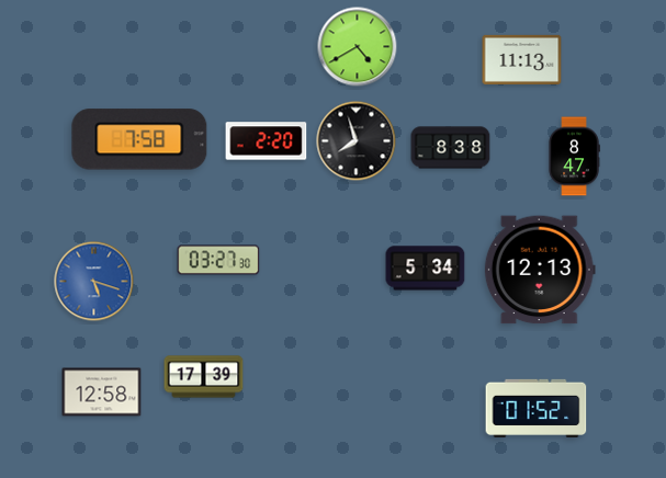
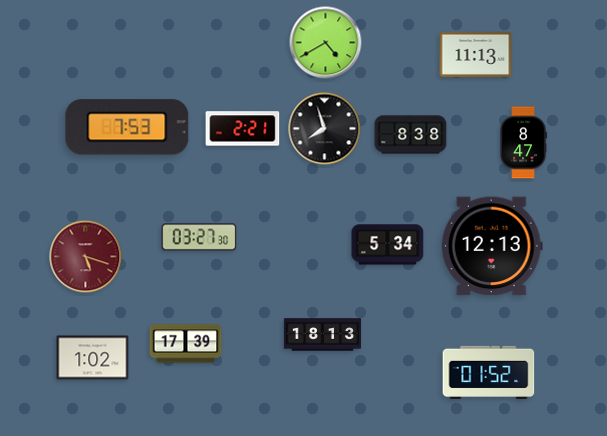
clock at (139, 139): 7:58 -> 7:53
clock at (267, 141): 2:20 -> 2:21
clock at (94, 282) dial: blue -> burgundy
clock at (323, 335): none -> 18:13
clock at (102, 392): 12:58 -> 1:02
